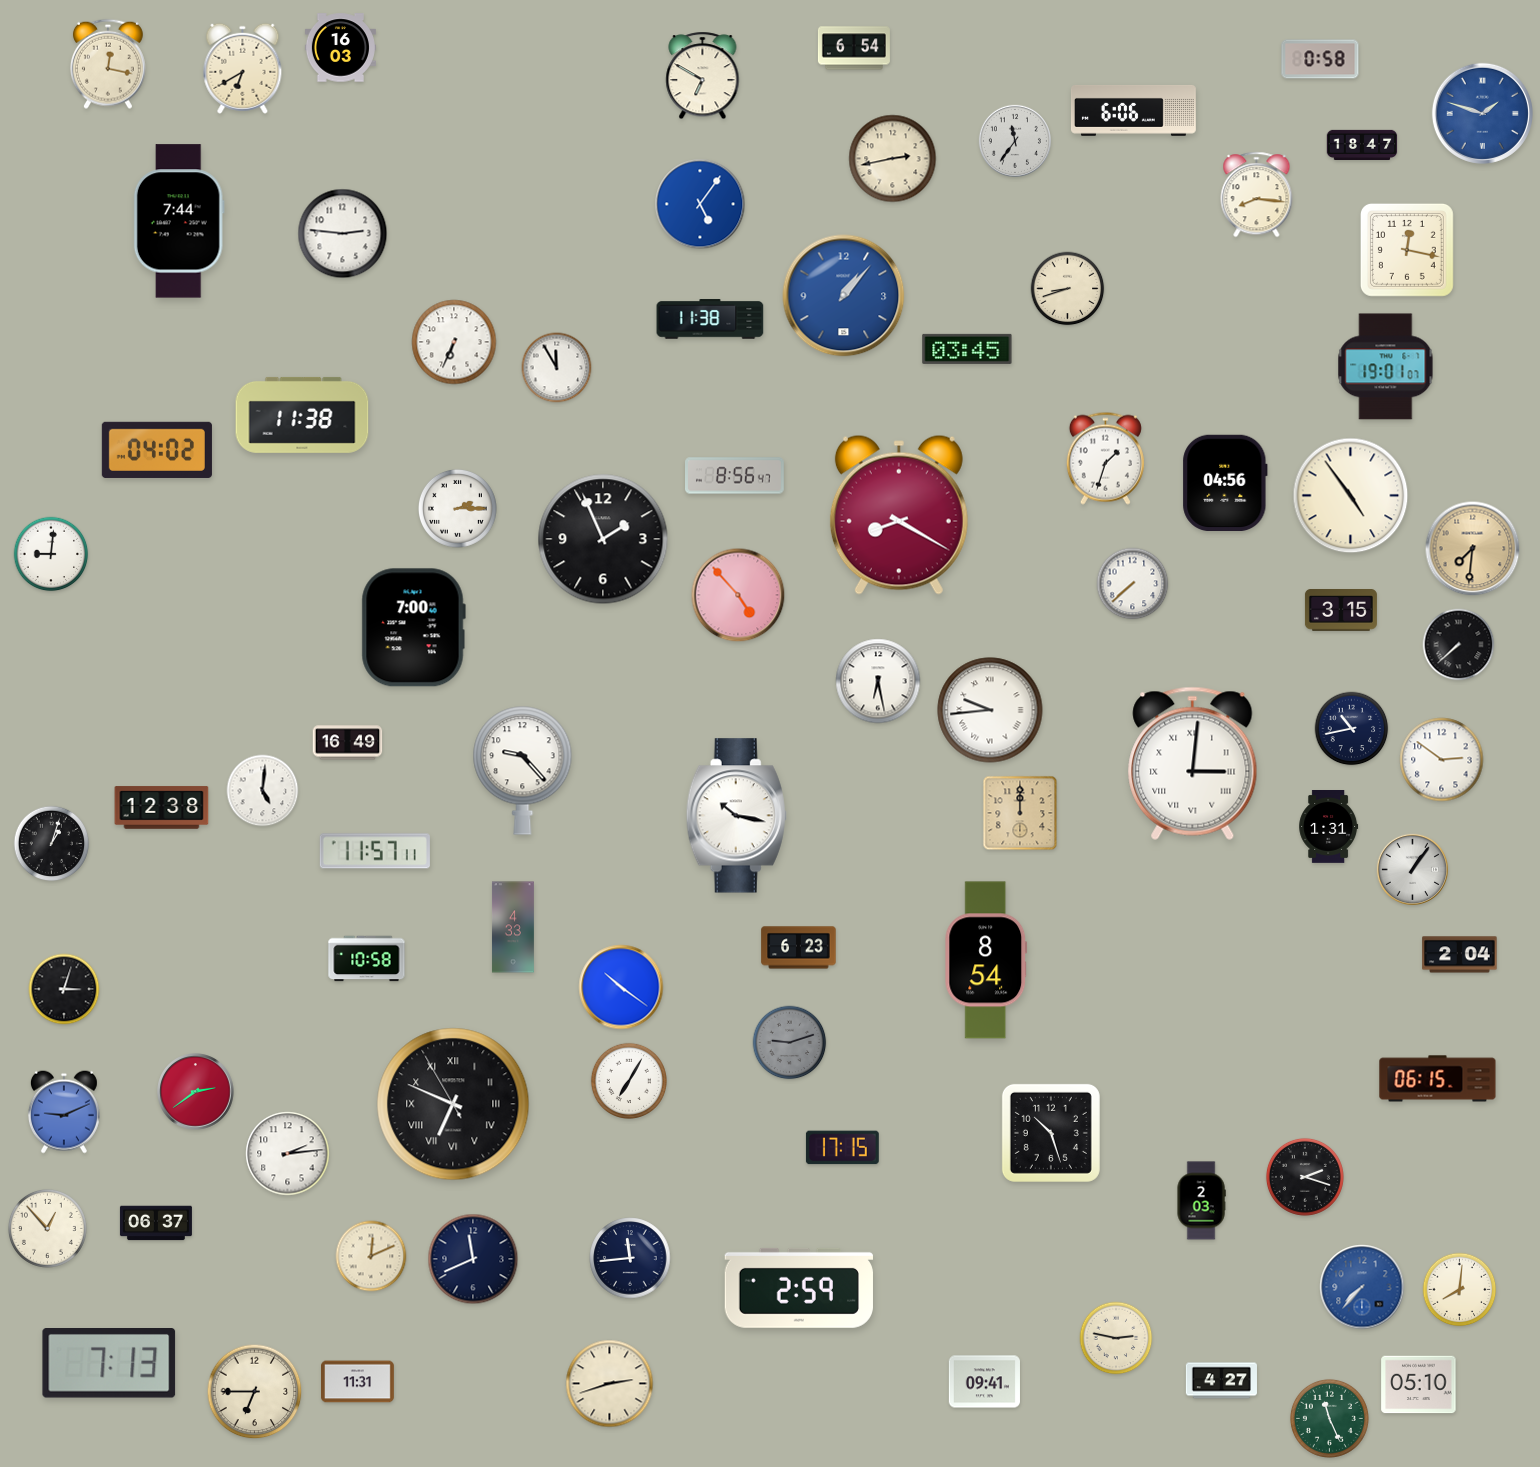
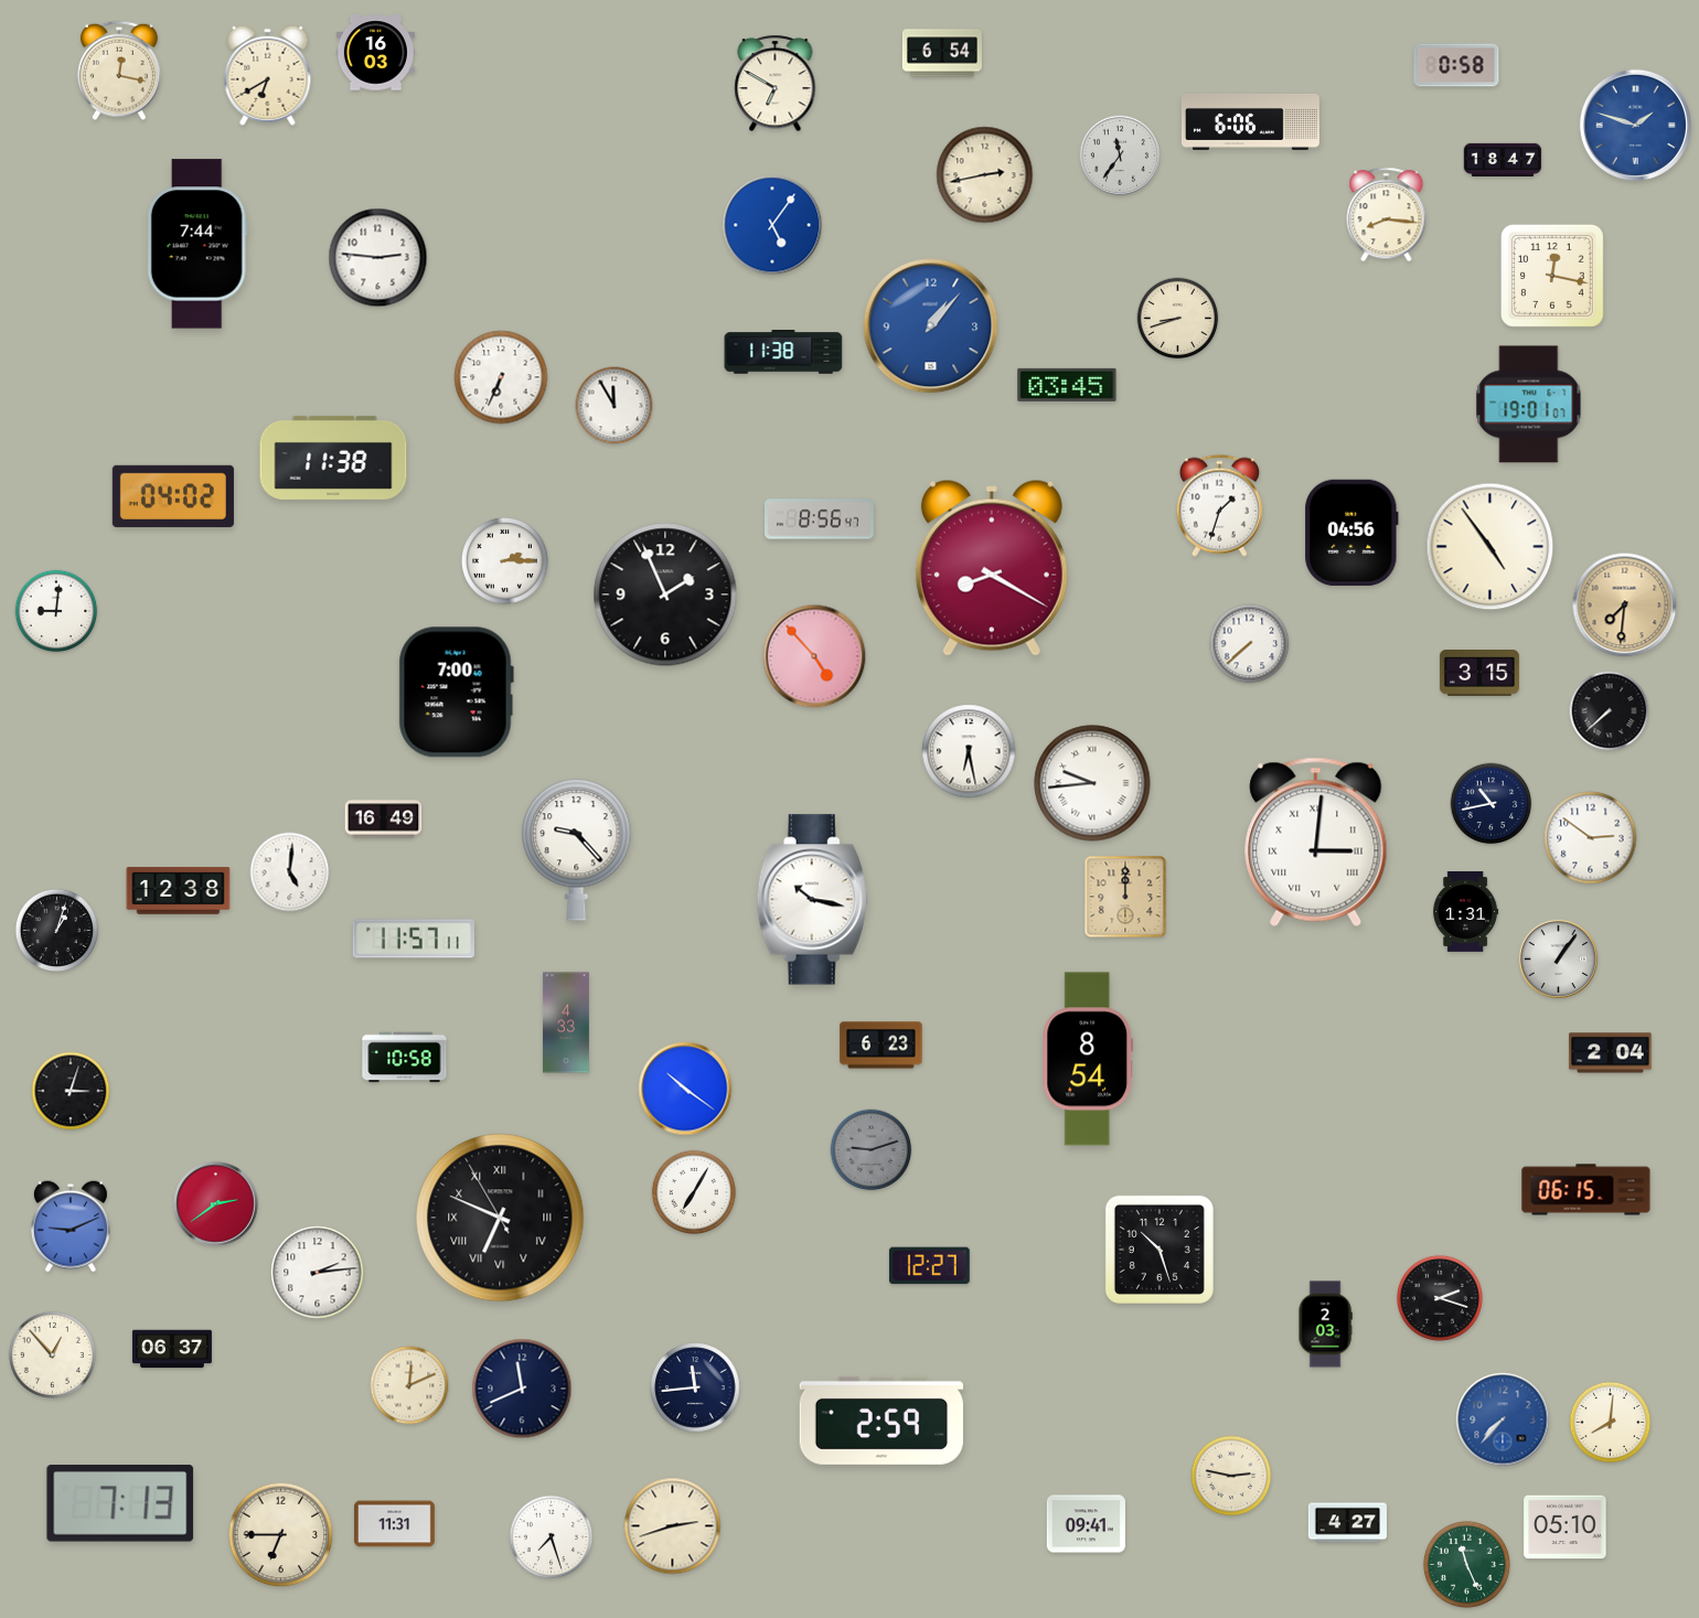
clock at (735, 476) position: (735, 476) -> (820, 519)
clock at (842, 1148): 17:15 -> 12:27
clock at (552, 1537): none -> 7:27
